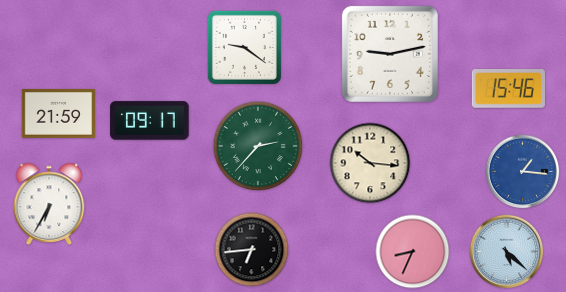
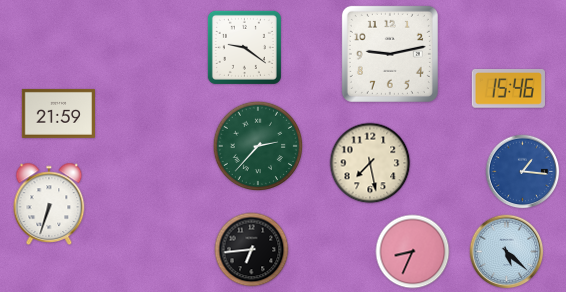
clock at (150, 121): 09:17 -> none
clock at (370, 163): 10:16 -> 7:28
clock at (49, 203): 6:35 -> 6:33
